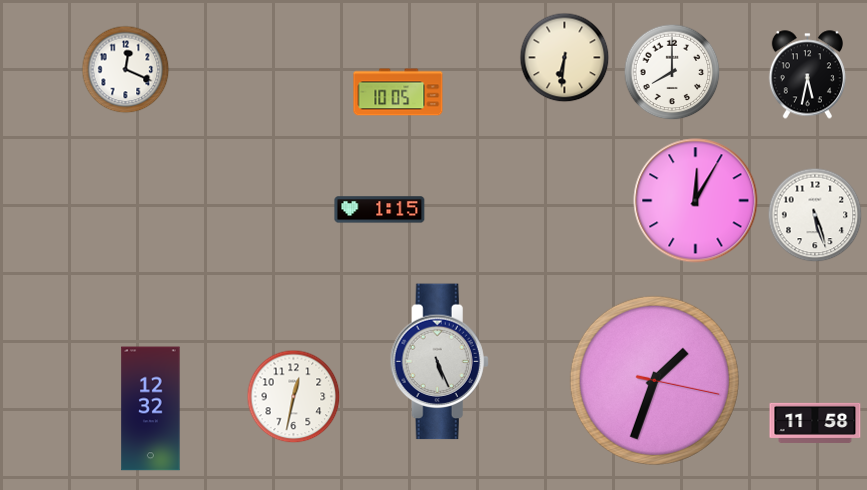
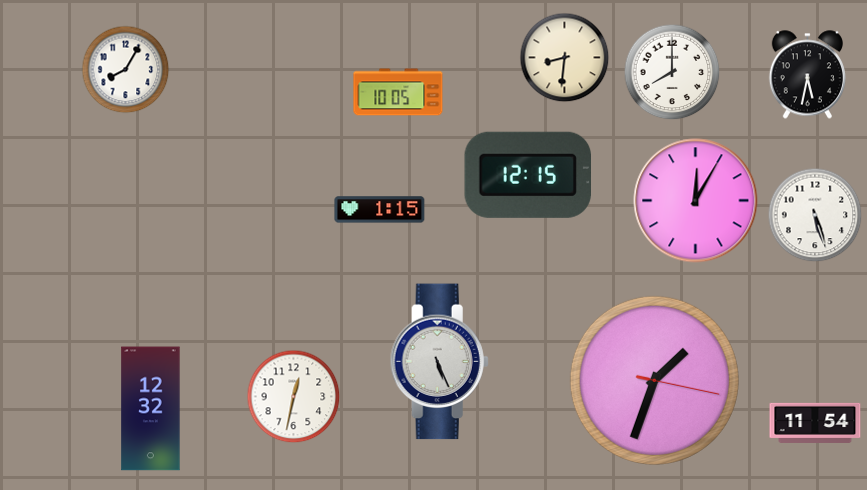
clock at (565, 58): 6:31 -> 8:31
clock at (126, 70): 12:19 -> 8:05
clock at (527, 175): none -> 12:15
clock at (815, 423): 11:58 -> 11:54
